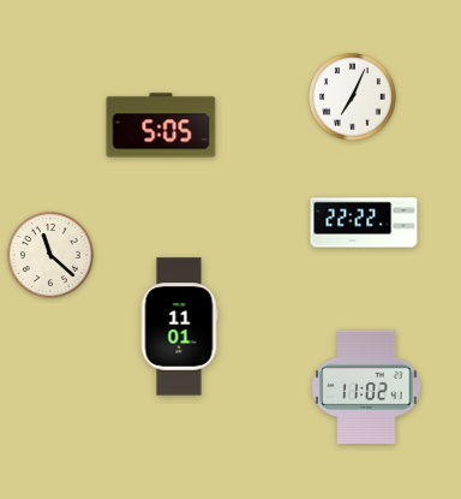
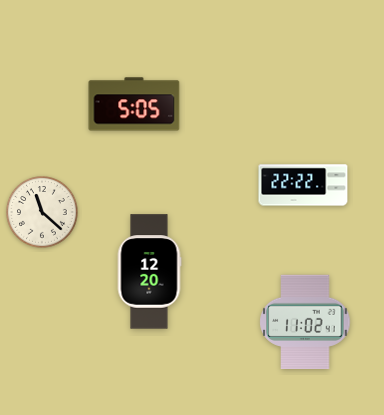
clock at (353, 97): 7:04 -> none
clock at (179, 327): 11:01 -> 12:20
